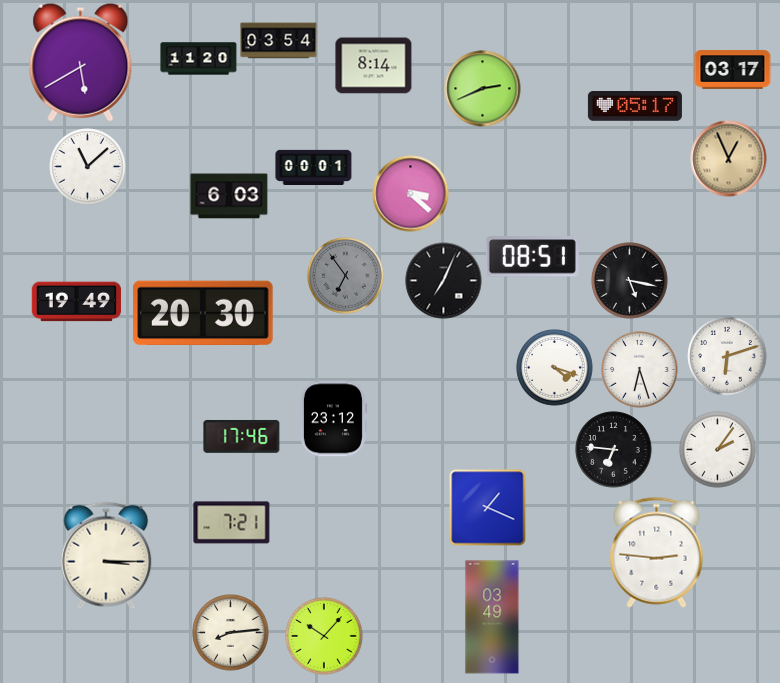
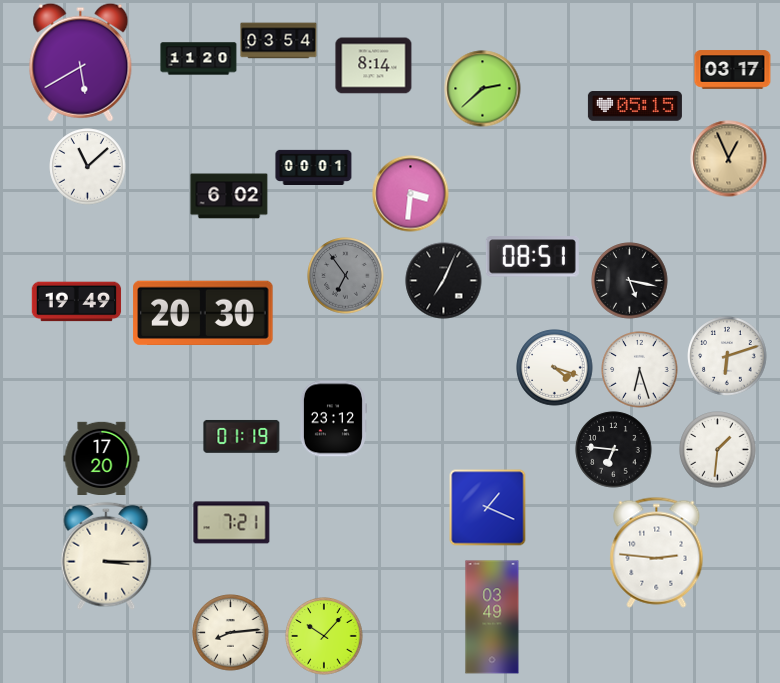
clock at (483, 89): 2:41 -> 2:38
clock at (635, 107): 05:17 -> 05:15
clock at (411, 194): 3:22 -> 3:31
clock at (229, 196): 6:03 -> 6:02
clock at (242, 436): 17:46 -> 01:19
clock at (718, 450): 2:06 -> 1:31
clock at (102, 458): none -> 17:20
